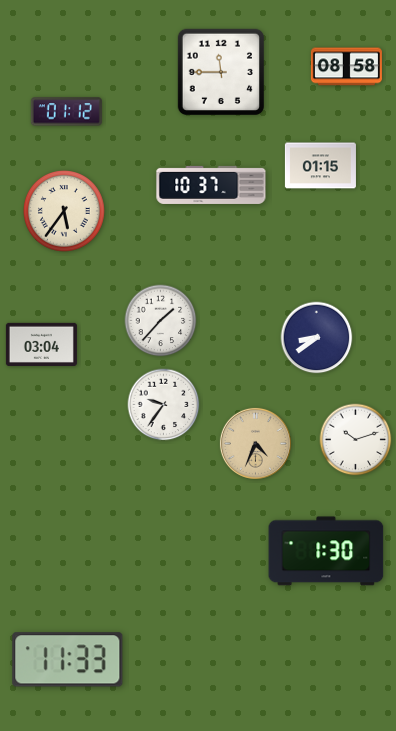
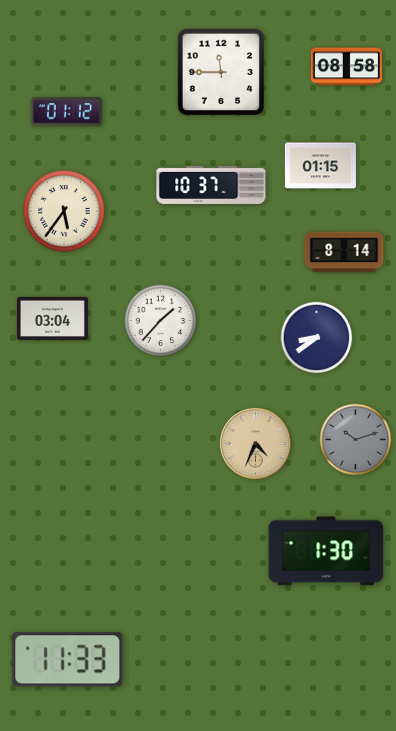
clock at (344, 252): none -> 8:14
clock at (41, 344) position: (41, 344) -> (52, 318)
clock at (164, 405): 9:36 -> none
clock at (356, 440) dial: white -> grey
